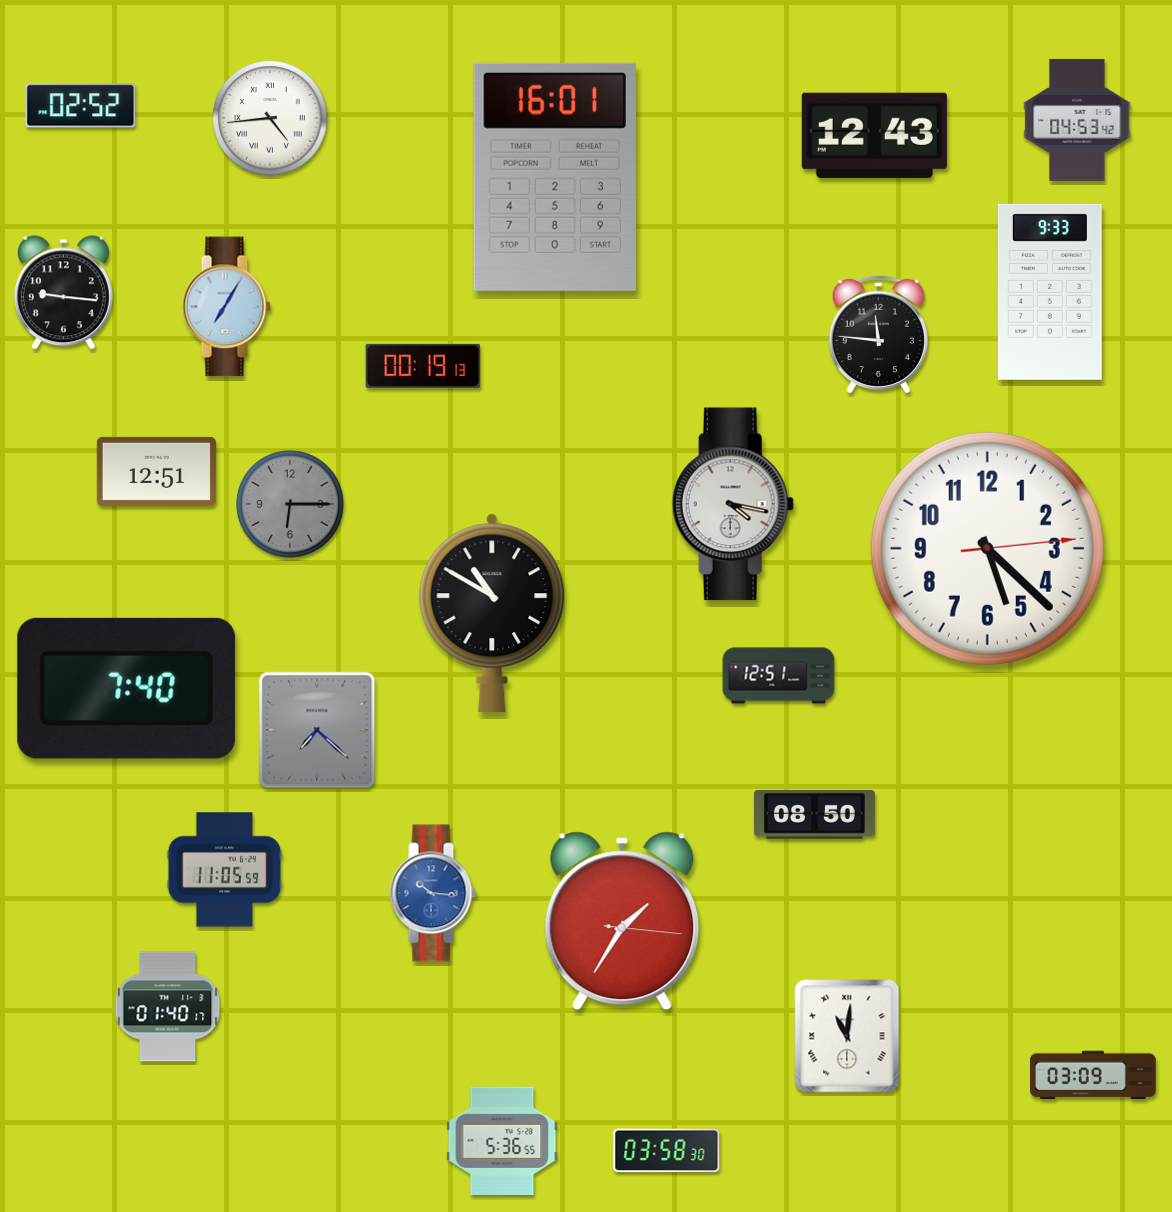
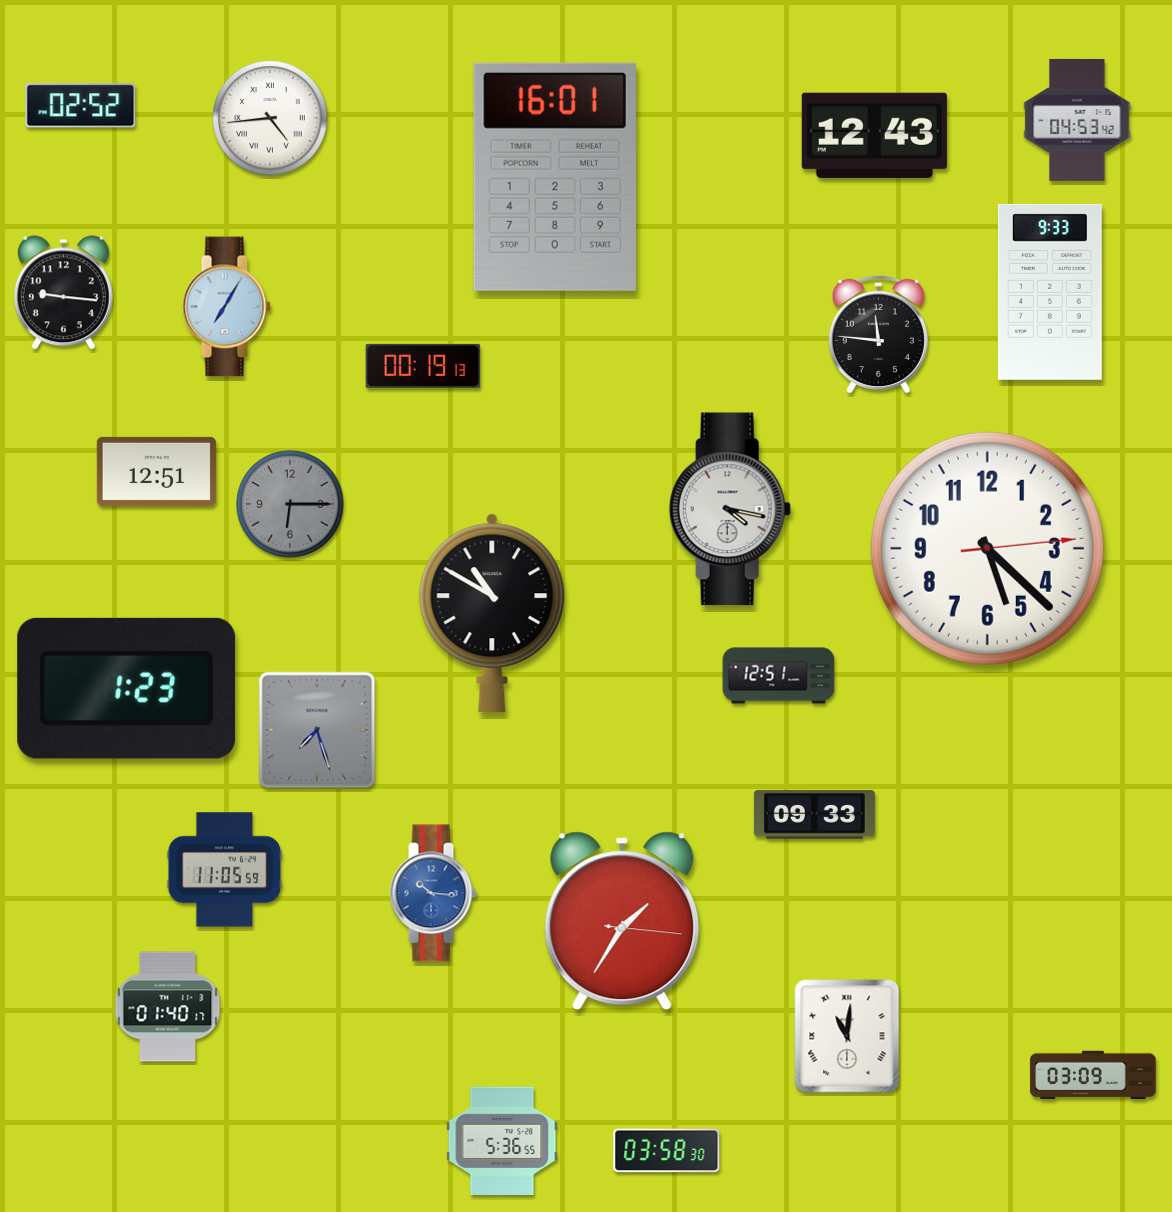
clock at (733, 504) position: (733, 504) -> (730, 509)
clock at (126, 688): 7:40 -> 1:23
clock at (317, 730): 7:22 -> 7:27
clock at (814, 815): 08:50 -> 09:33
